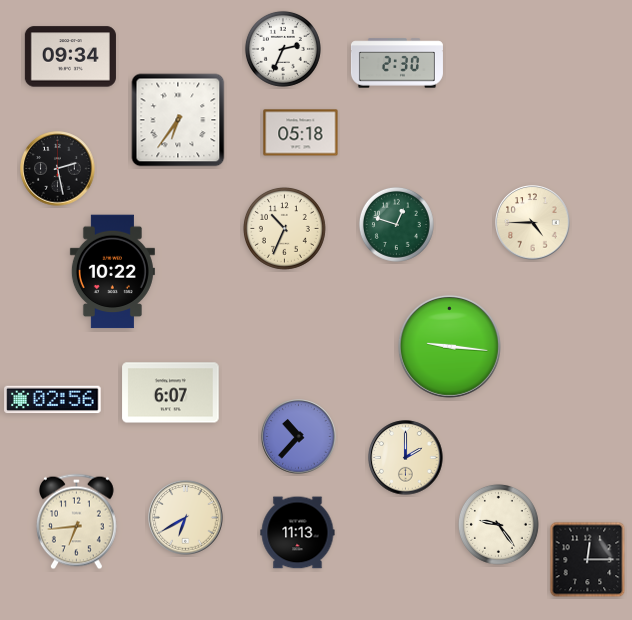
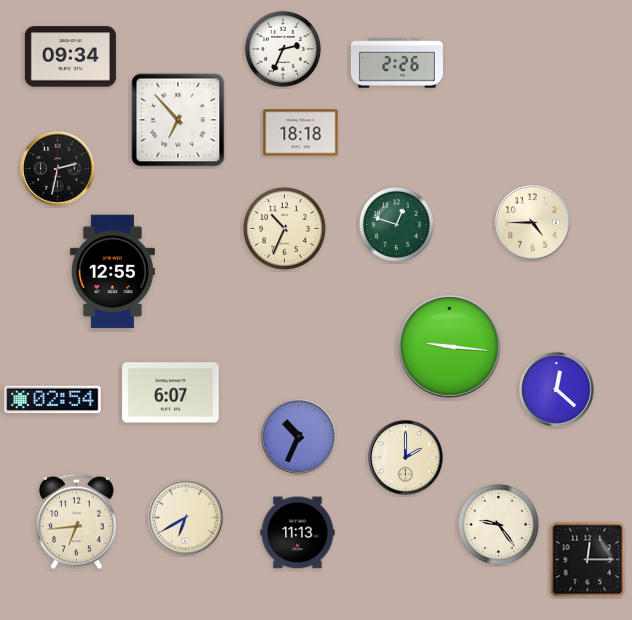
clock at (397, 63): 2:30 -> 2:26
clock at (178, 120): 6:36 -> 6:53
clock at (301, 133): 05:18 -> 18:18
clock at (58, 169): 2:28 -> 2:32
clock at (112, 272): 10:22 -> 12:55
clock at (557, 390): none -> 12:22
clock at (53, 400): 02:56 -> 02:54
clock at (299, 437): 10:37 -> 10:34
